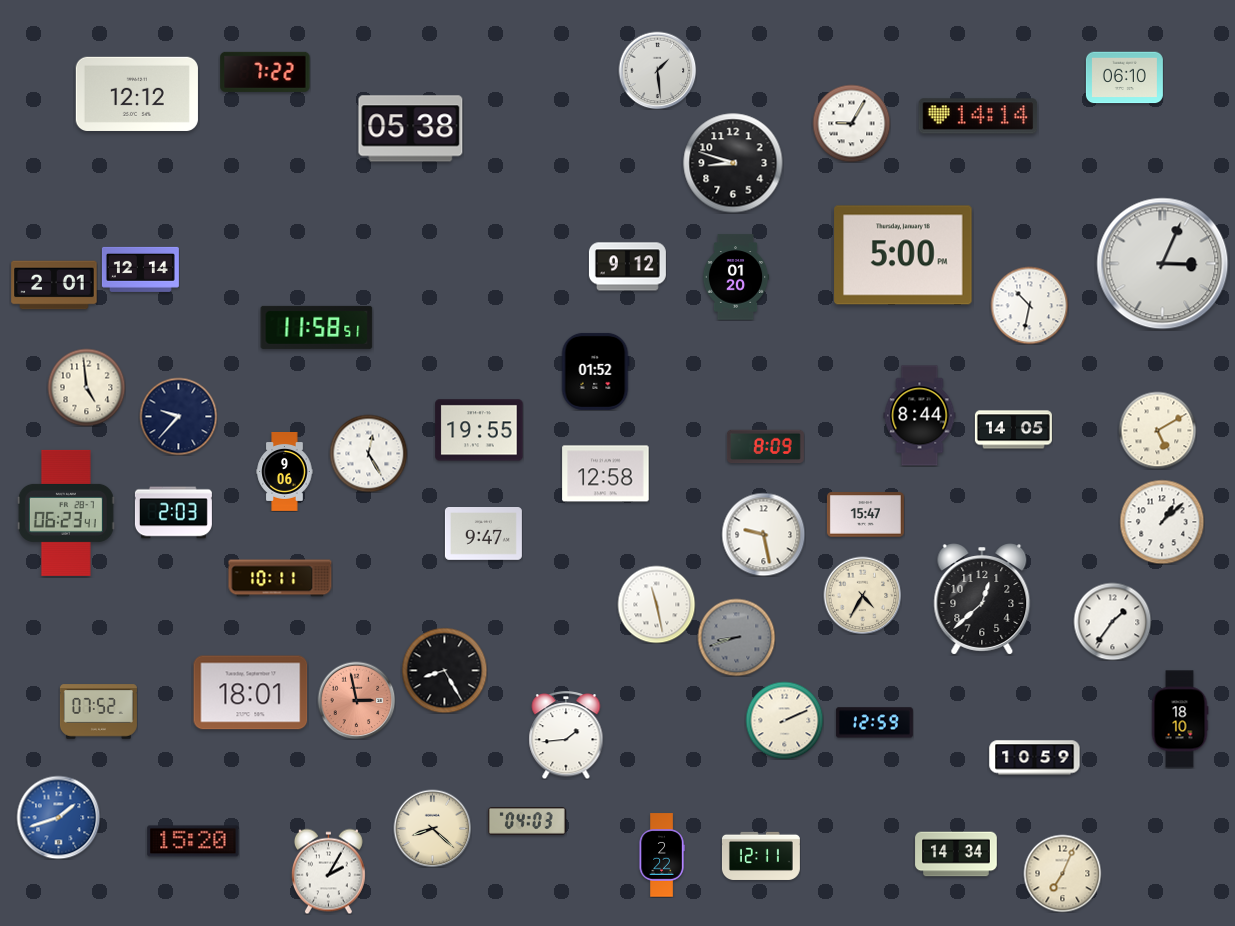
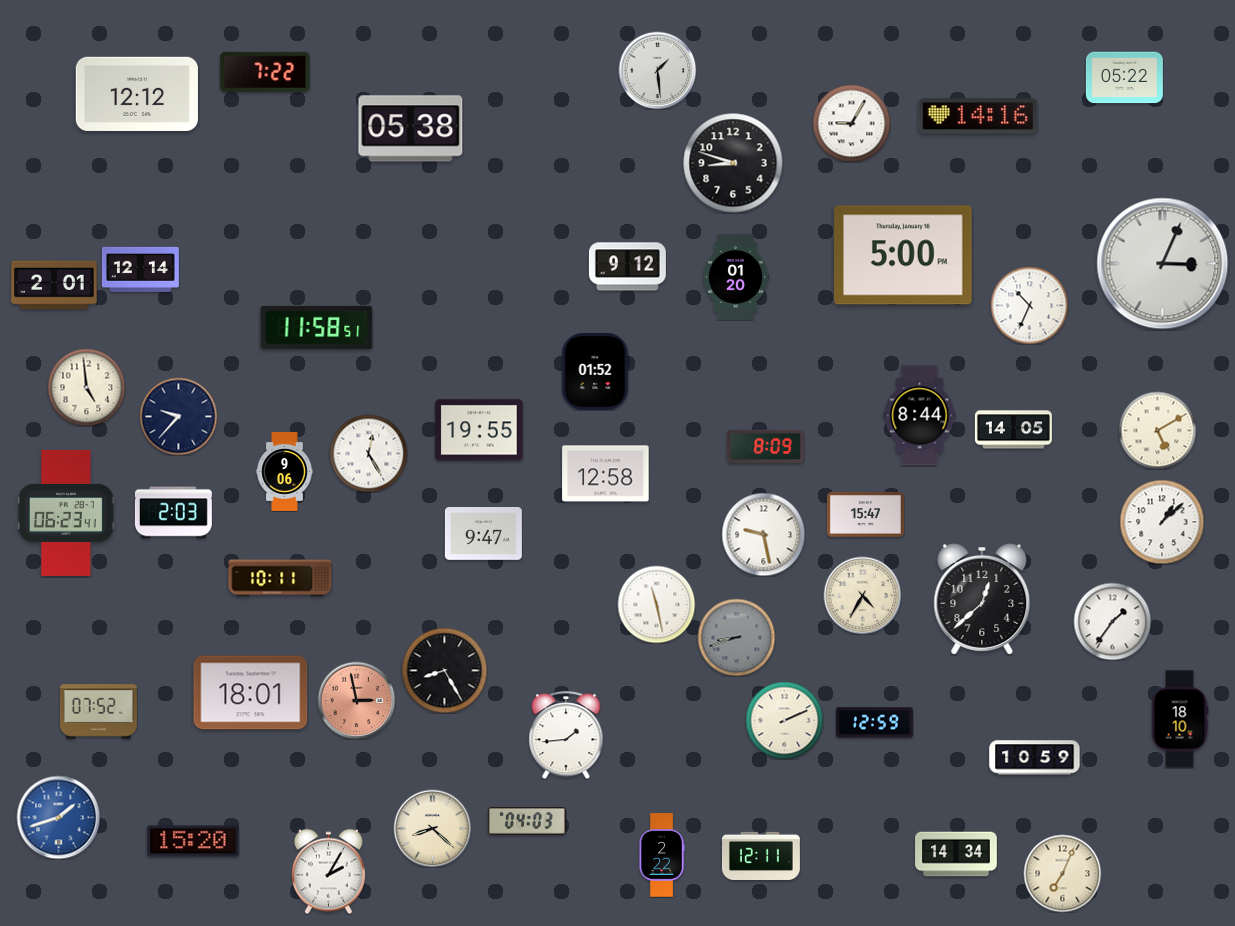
clock at (1124, 78): 06:10 -> 05:22
clock at (978, 116): 14:14 -> 14:16
clock at (1029, 305): 10:32 -> 10:34
